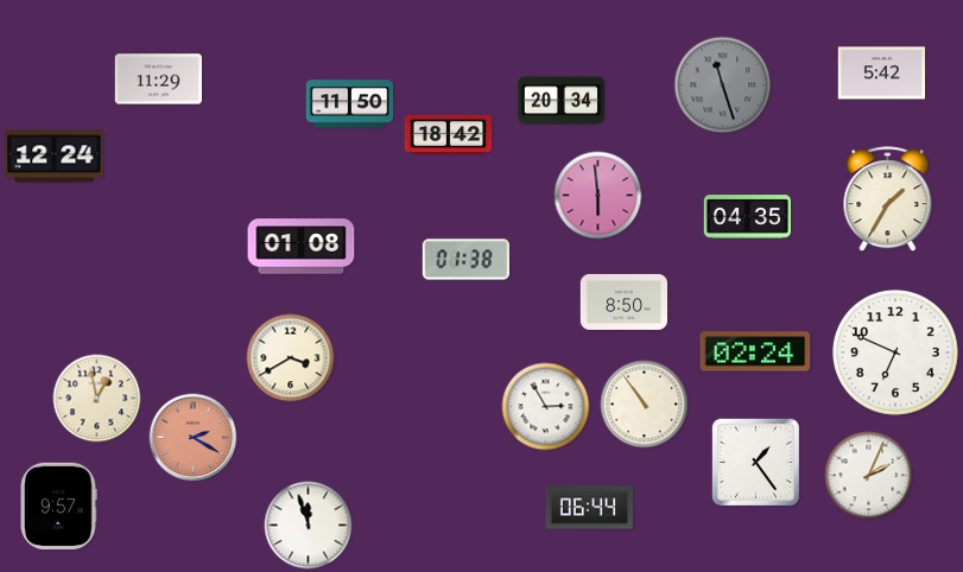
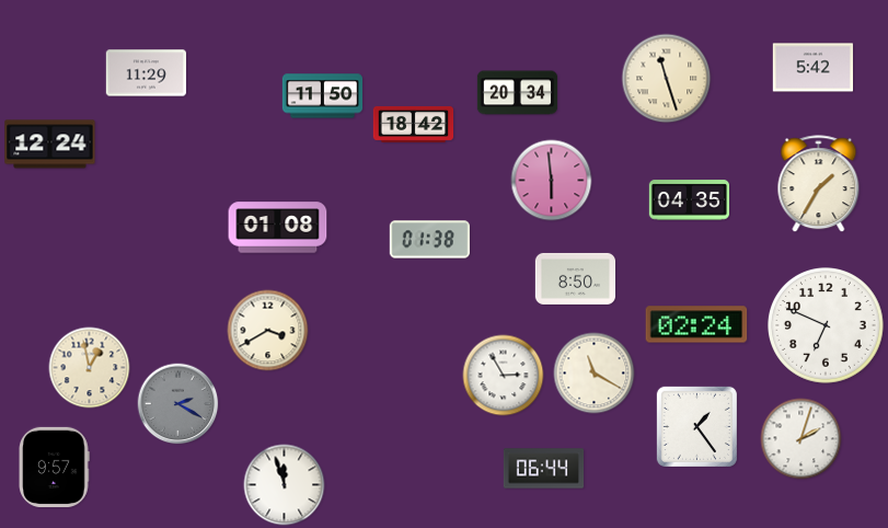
clock at (723, 85) dial: grey -> cream
clock at (645, 405): 10:54 -> 11:20
clock at (194, 438) dial: salmon -> grey
clock at (869, 476): 2:04 -> 2:03
